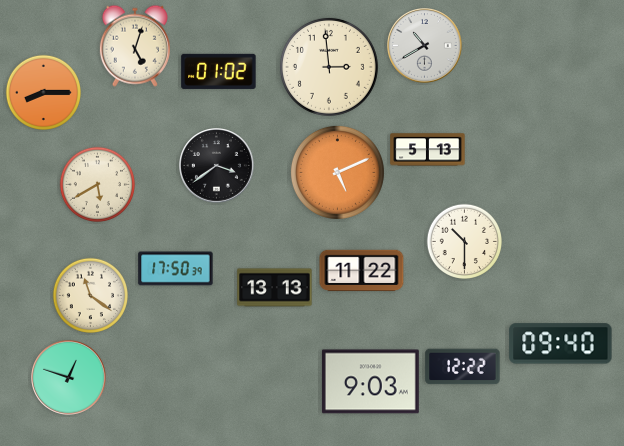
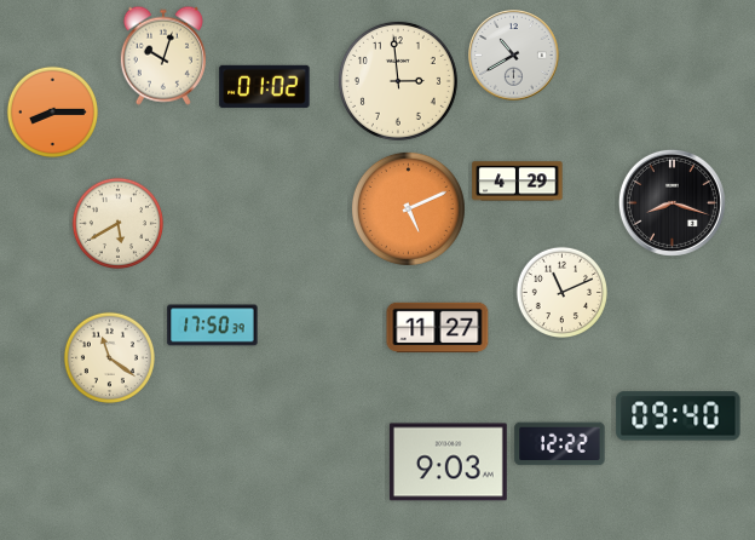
clock at (135, 46): 5:03 -> 10:03
clock at (428, 150): 5:13 -> 4:29
clock at (217, 166): 3:39 -> none
clock at (672, 202): none -> 8:18
clock at (464, 241): 10:30 -> 11:11
clock at (362, 271): 11:22 -> 11:27
clock at (275, 288): 13:13 -> none
clock at (69, 378): 12:48 -> none
